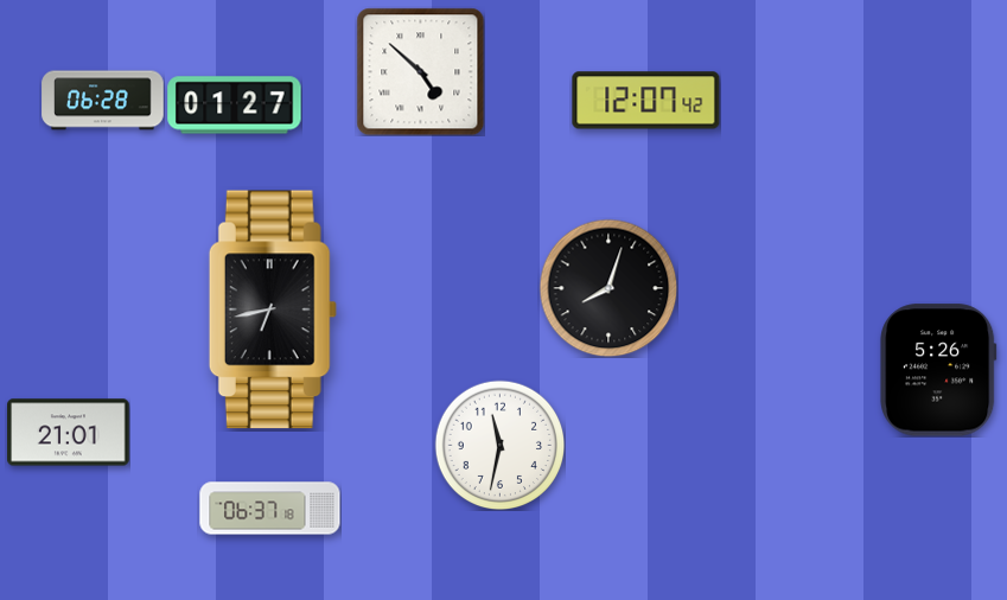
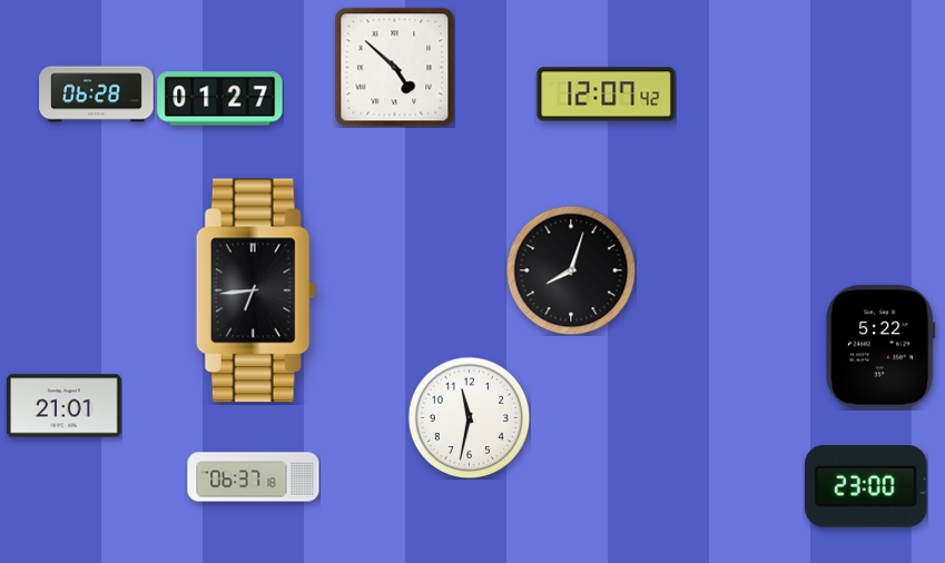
clock at (273, 309): 6:43 -> 6:44
clock at (938, 370): 5:26 -> 5:22
clock at (866, 486): none -> 23:00
